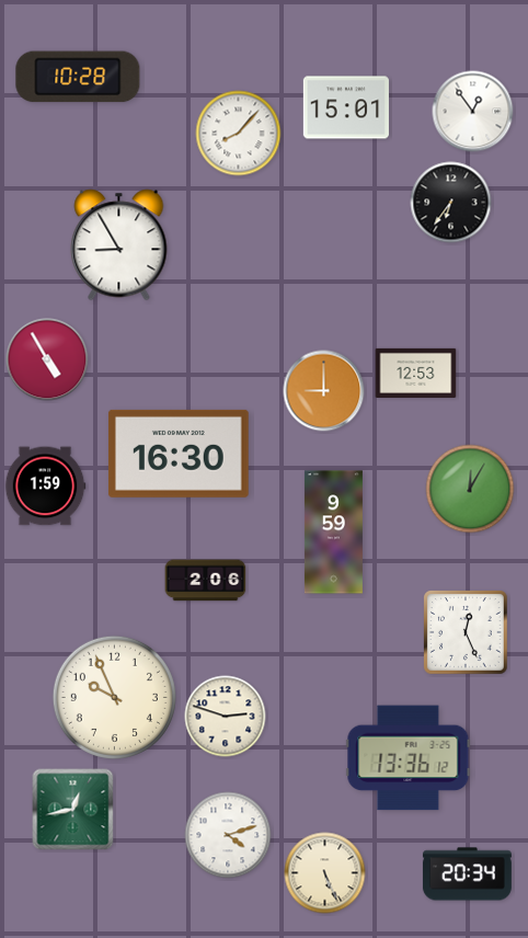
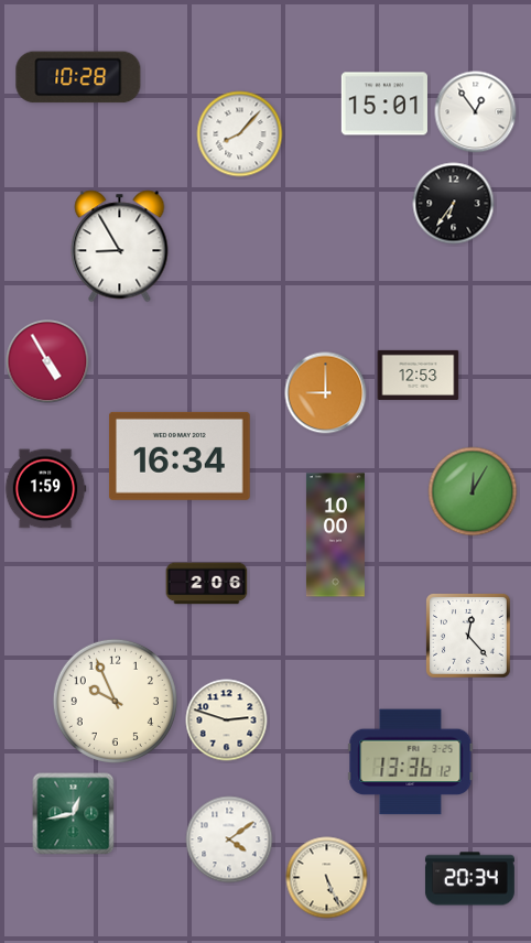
clock at (346, 107) position: (346, 107) -> (384, 104)
clock at (179, 454): 16:30 -> 16:34
clock at (333, 533): 9:59 -> 10:00
clock at (467, 633): 12:26 -> 12:23
clock at (228, 835): 4:12 -> 4:09
